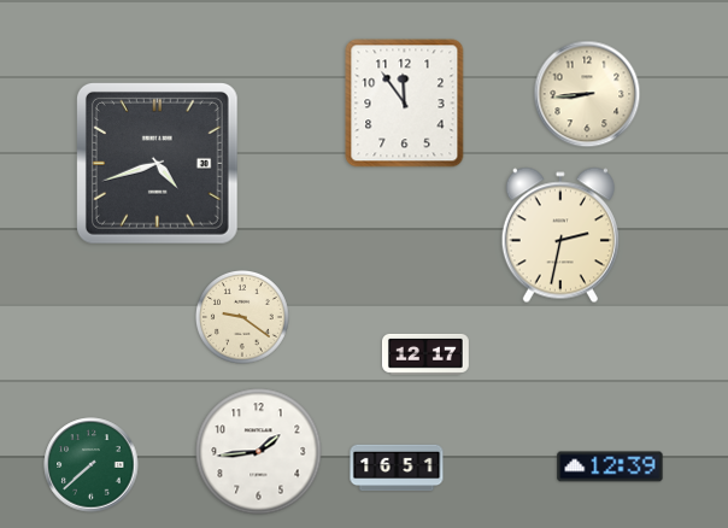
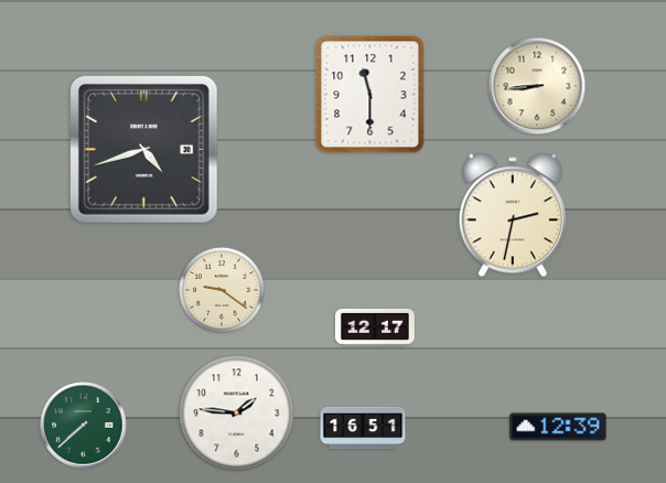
clock at (405, 104): 11:54 -> 11:30
clock at (425, 354) position: (425, 354) -> (375, 328)
clock at (259, 452): 1:44 -> 1:46
